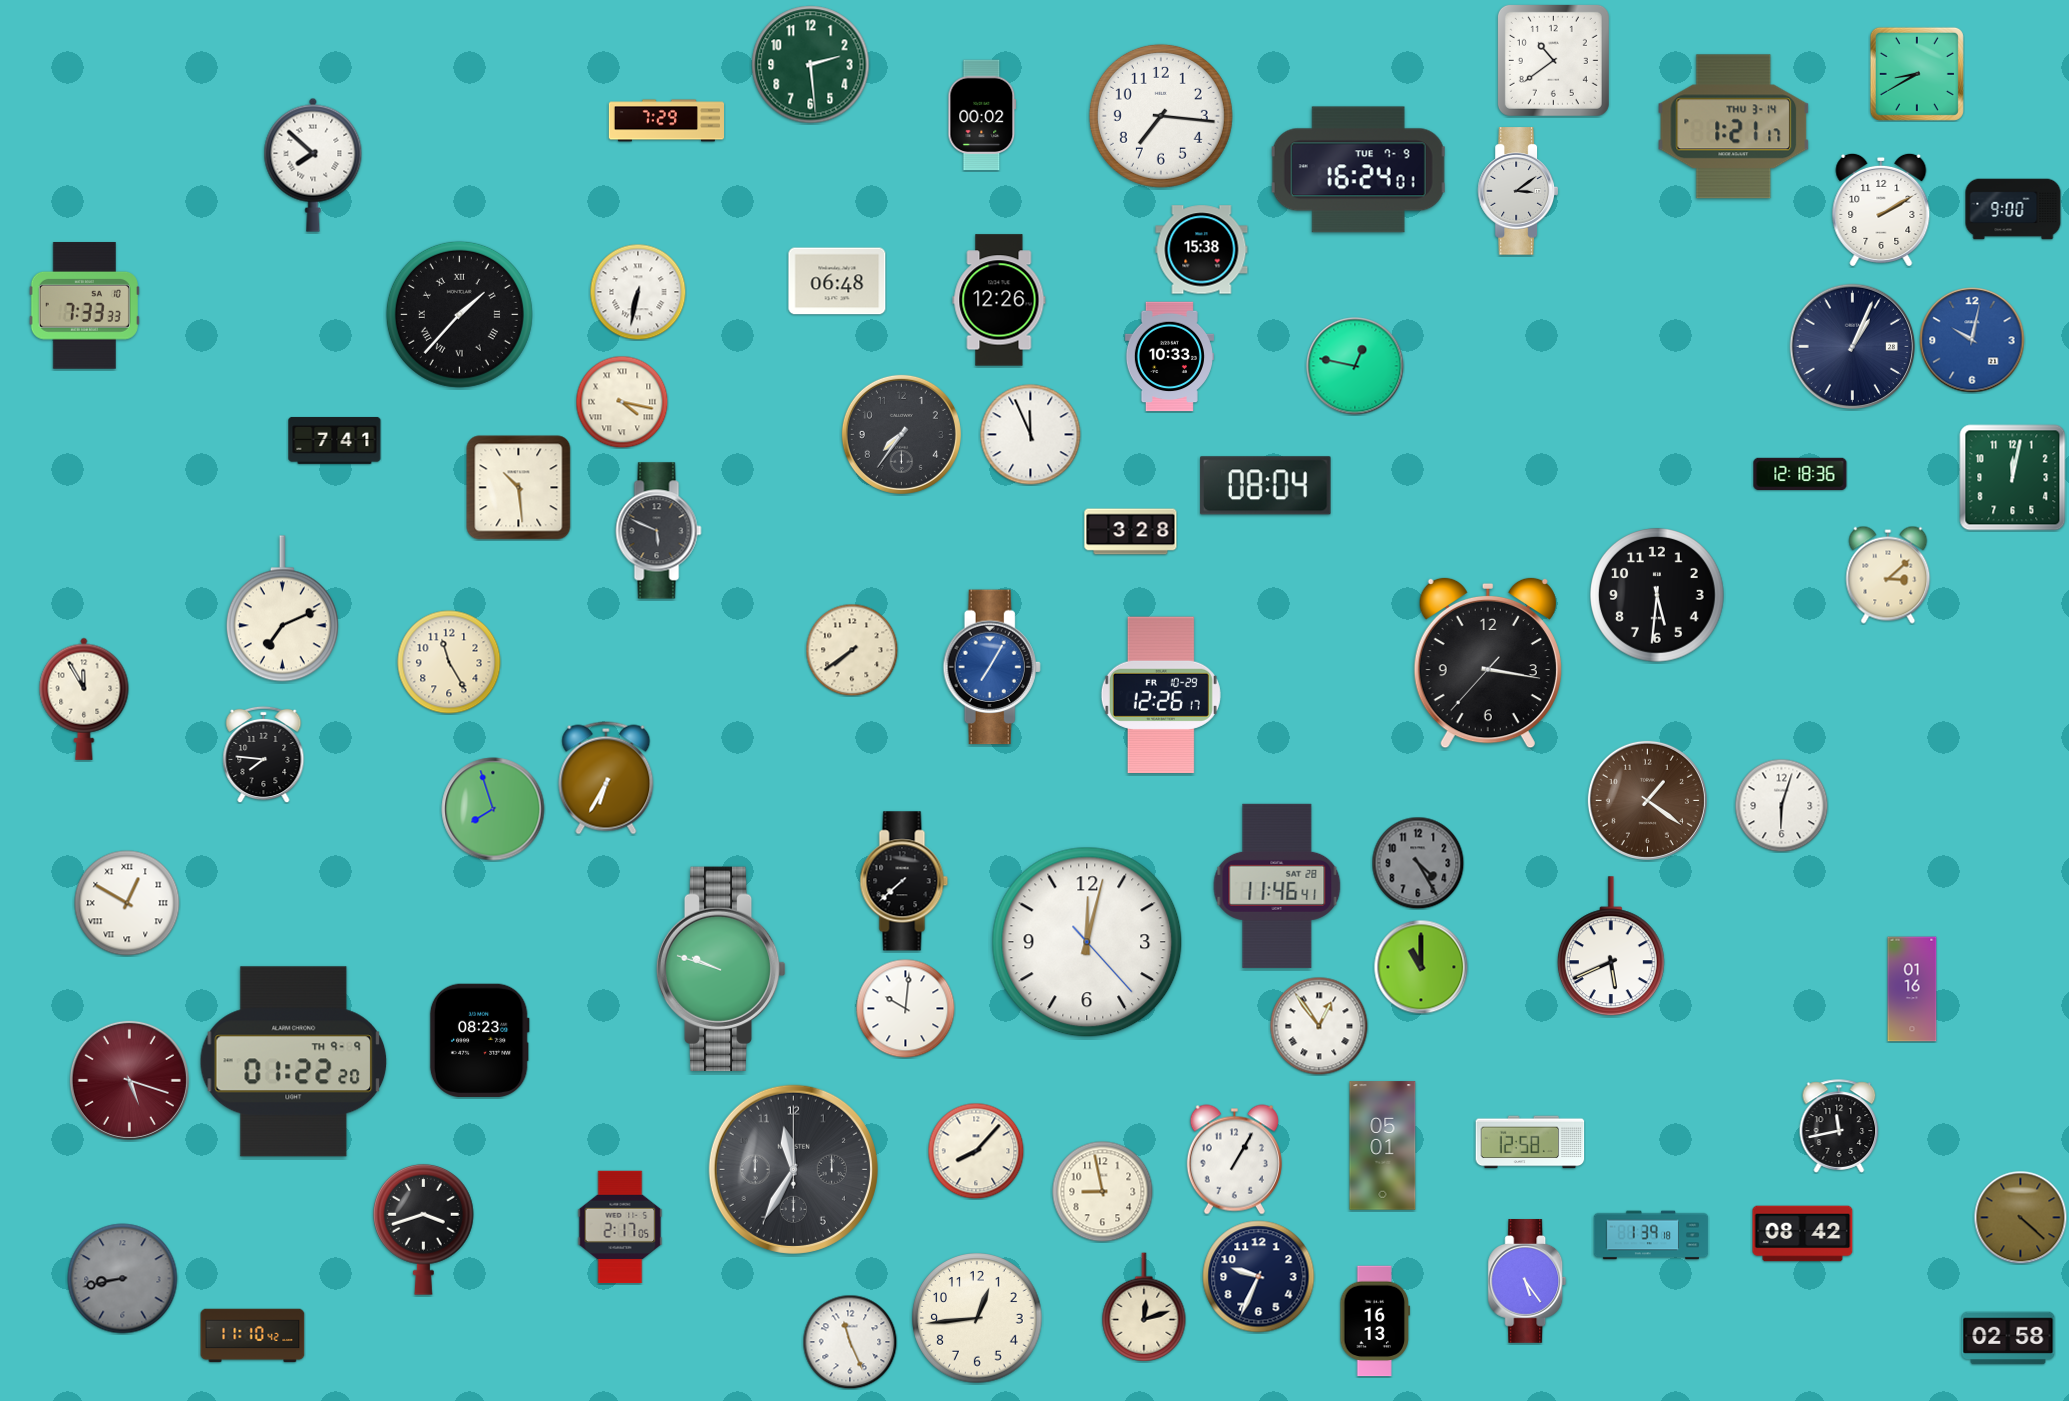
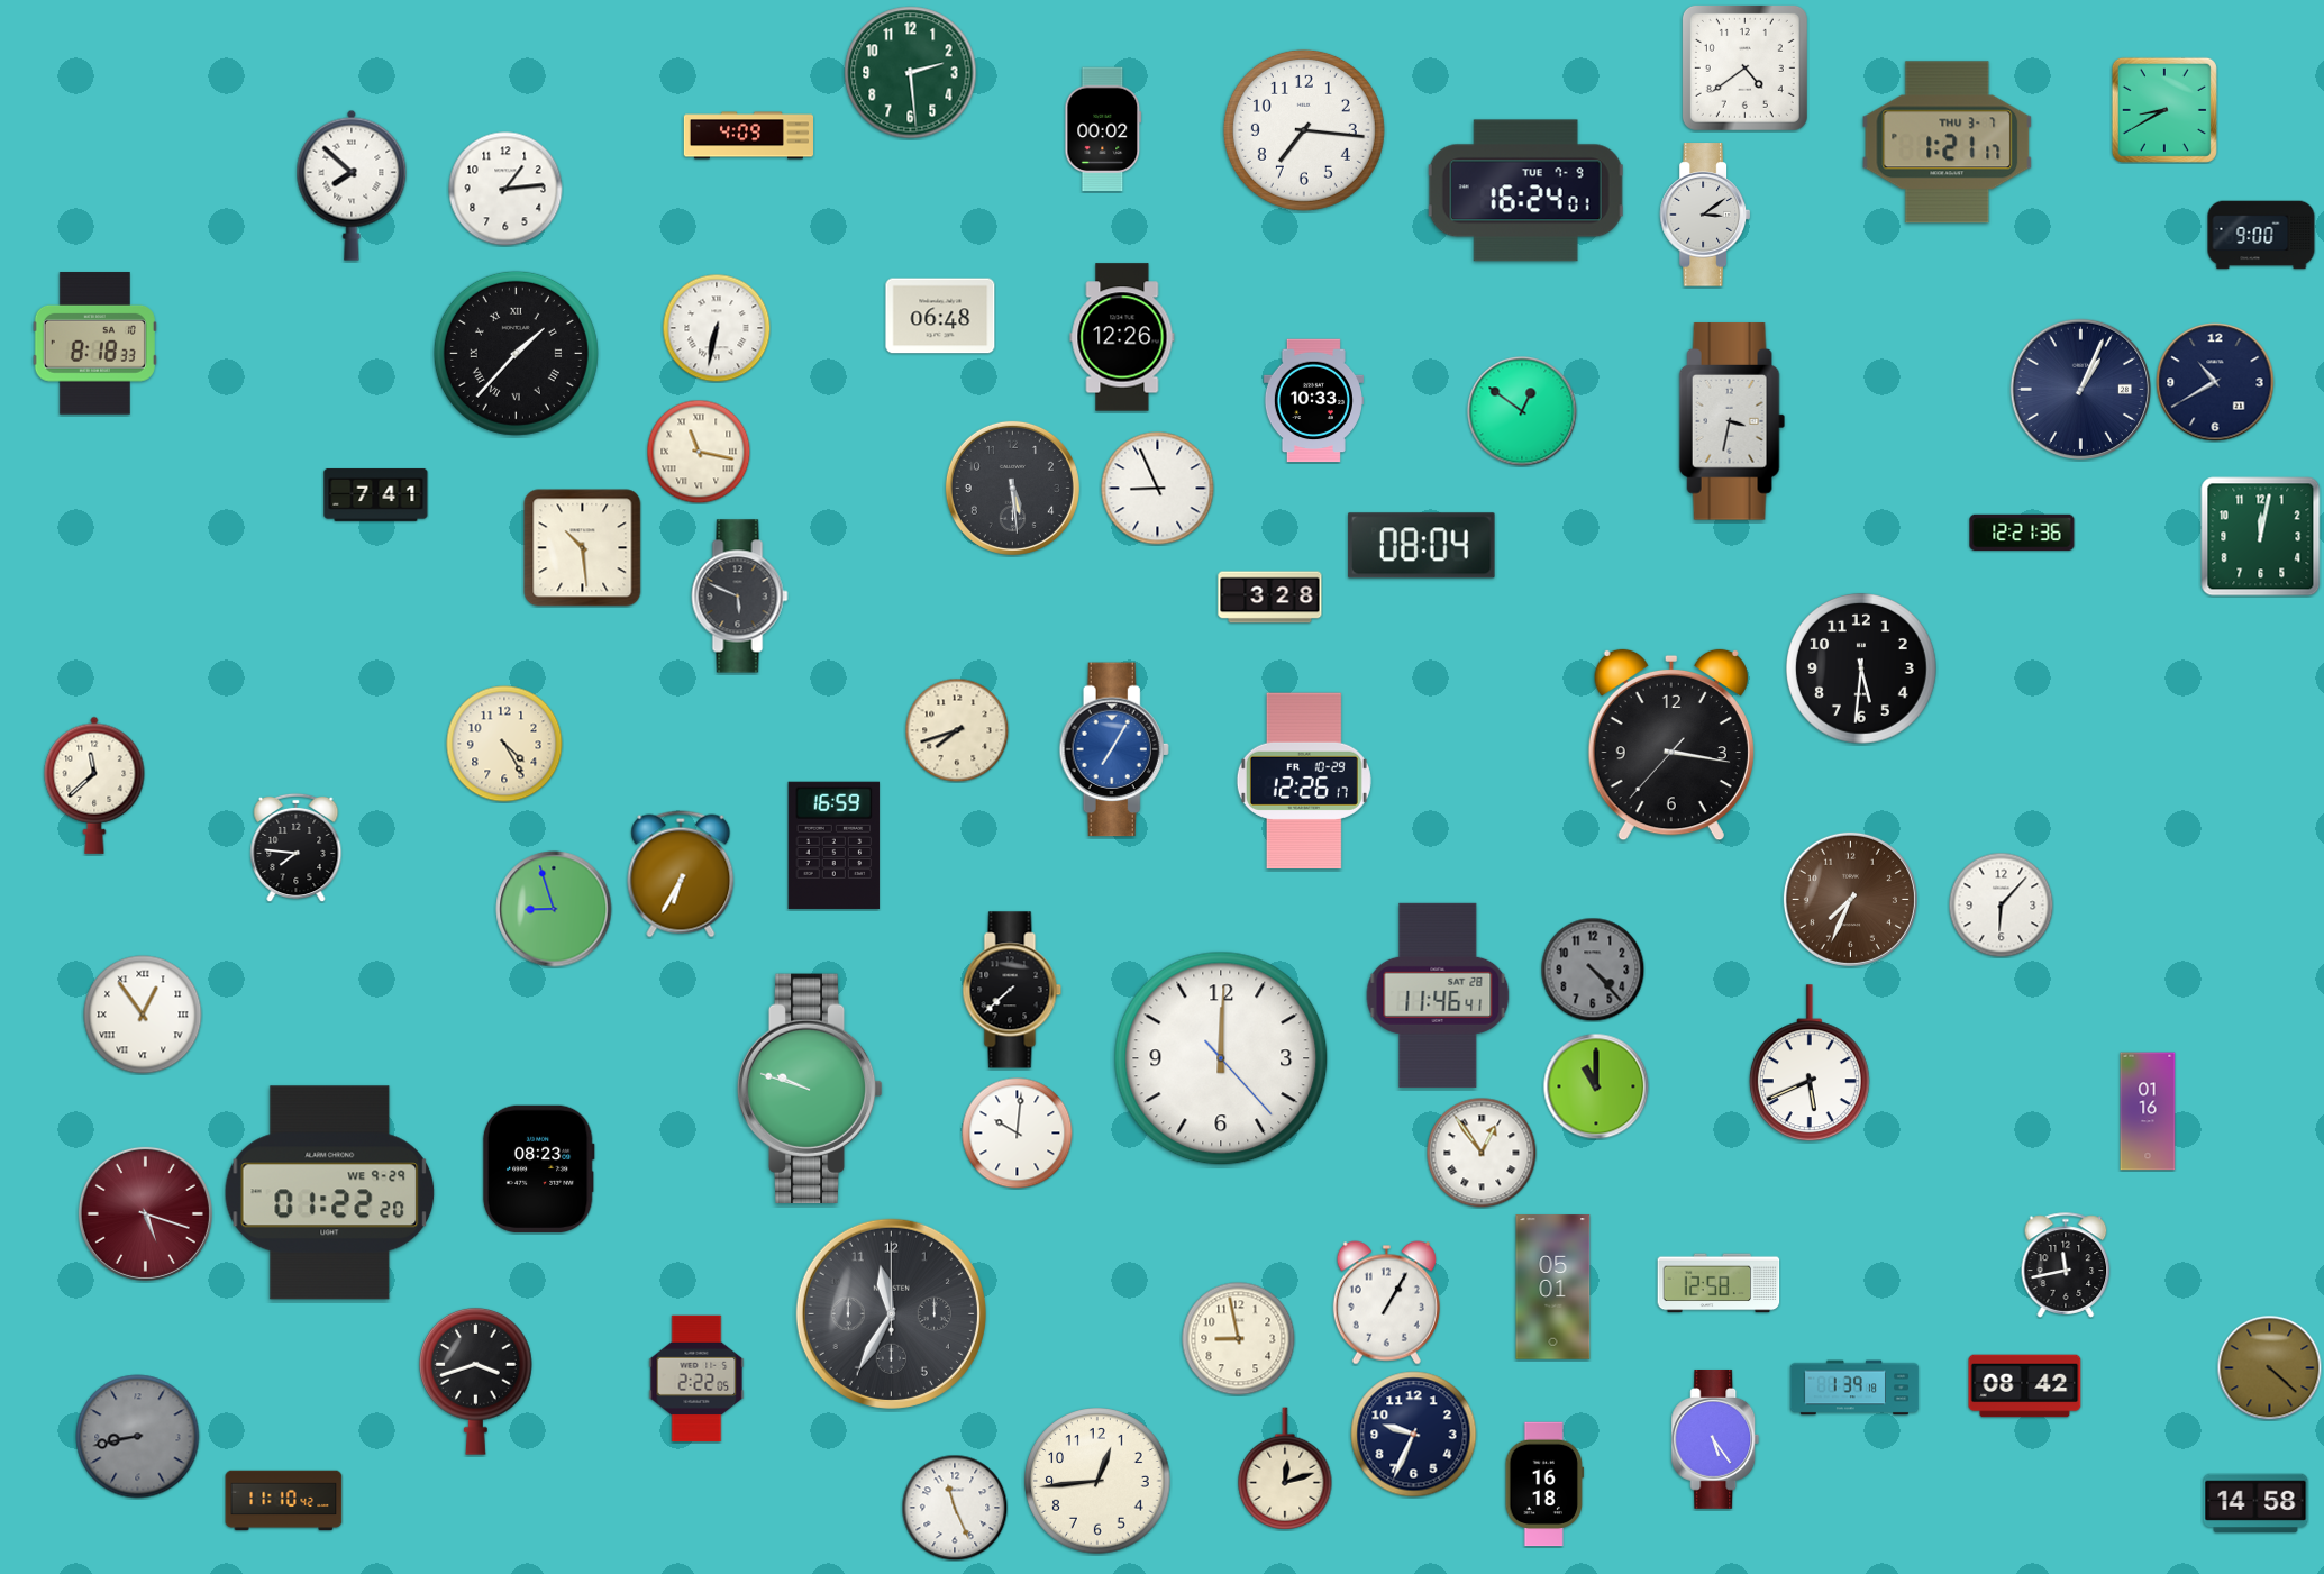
clock at (1553, 60): 10:39 -> 4:39
clock at (1917, 74) position: (1917, 74) -> (2164, 110)
clock at (666, 121): 7:29 -> 4:09
clock at (1734, 127) date: THU 3-14 -> THU 3-7
clock at (505, 189): none -> 1:14
clock at (1881, 210): 2:10 -> none
clock at (1202, 250): 15:38 -> none
clock at (84, 306): 7:33 -> 8:18
clock at (1972, 340): 10:02 -> 10:40
clock at (1972, 340) dial: blue -> navy
clock at (1355, 366): 12:47 -> 12:51
clock at (1732, 421): none -> 3:32
clock at (622, 402): 4:17 -> 11:17
clock at (901, 434): 7:36 -> 5:29
clock at (1031, 435): 11:56 -> 8:56
clock at (1800, 474): 12:18 -> 12:21
clock at (1888, 575): 3:08 -> none
clock at (282, 609): 7:11 -> none
clock at (852, 650): 7:39 -> 7:42
clock at (449, 662): 11:25 -> 4:25
clock at (84, 699): 11:55 -> 11:38
clock at (835, 845): none -> 16:59
clock at (1647, 800): 1:21 -> 7:34
clock at (1781, 805): 6:03 -> 6:07
clock at (493, 809): 7:57 -> 8:57
clock at (1418, 863): 4:25 -> 4:23
clock at (904, 881) position: (904, 881) -> (1012, 990)
clock at (1277, 886) position: (1277, 886) -> (1438, 995)
clock at (127, 903): 12:50 -> 12:54
clock at (1087, 942): 12:02 -> 12:00
clock at (294, 1062) date: TH 9-9 -> WE 9-29
clock at (976, 1151): 8:07 -> none
clock at (620, 1227): 2:17 -> 2:22
clock at (1375, 1321): 16:13 -> 16:18
clock at (2008, 1338): 02:58 -> 14:58
